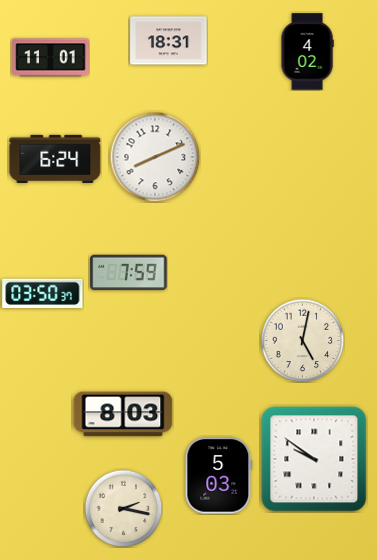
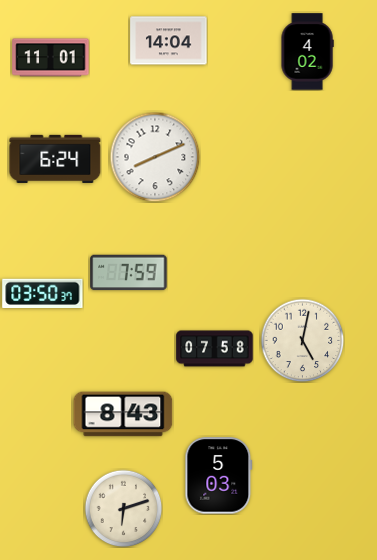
clock at (169, 41): 18:31 -> 14:04
clock at (215, 349): none -> 07:58
clock at (123, 414): 8:03 -> 8:43
clock at (314, 459): 9:51 -> none
clock at (123, 508): 2:17 -> 6:12
